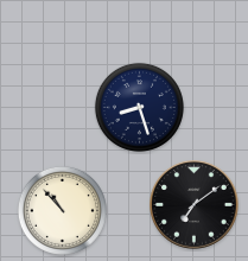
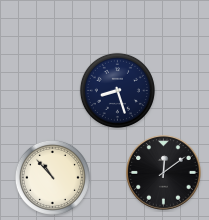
clock at (195, 205): 7:09 -> 12:09
